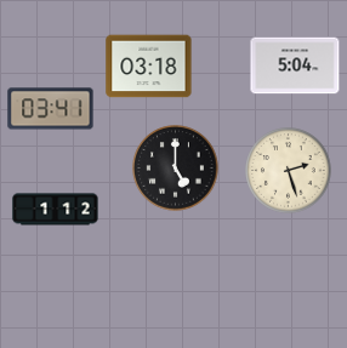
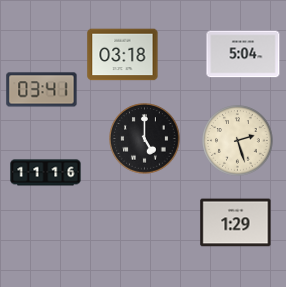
clock at (56, 210): 1:12 -> 11:16
clock at (236, 223): none -> 1:29
